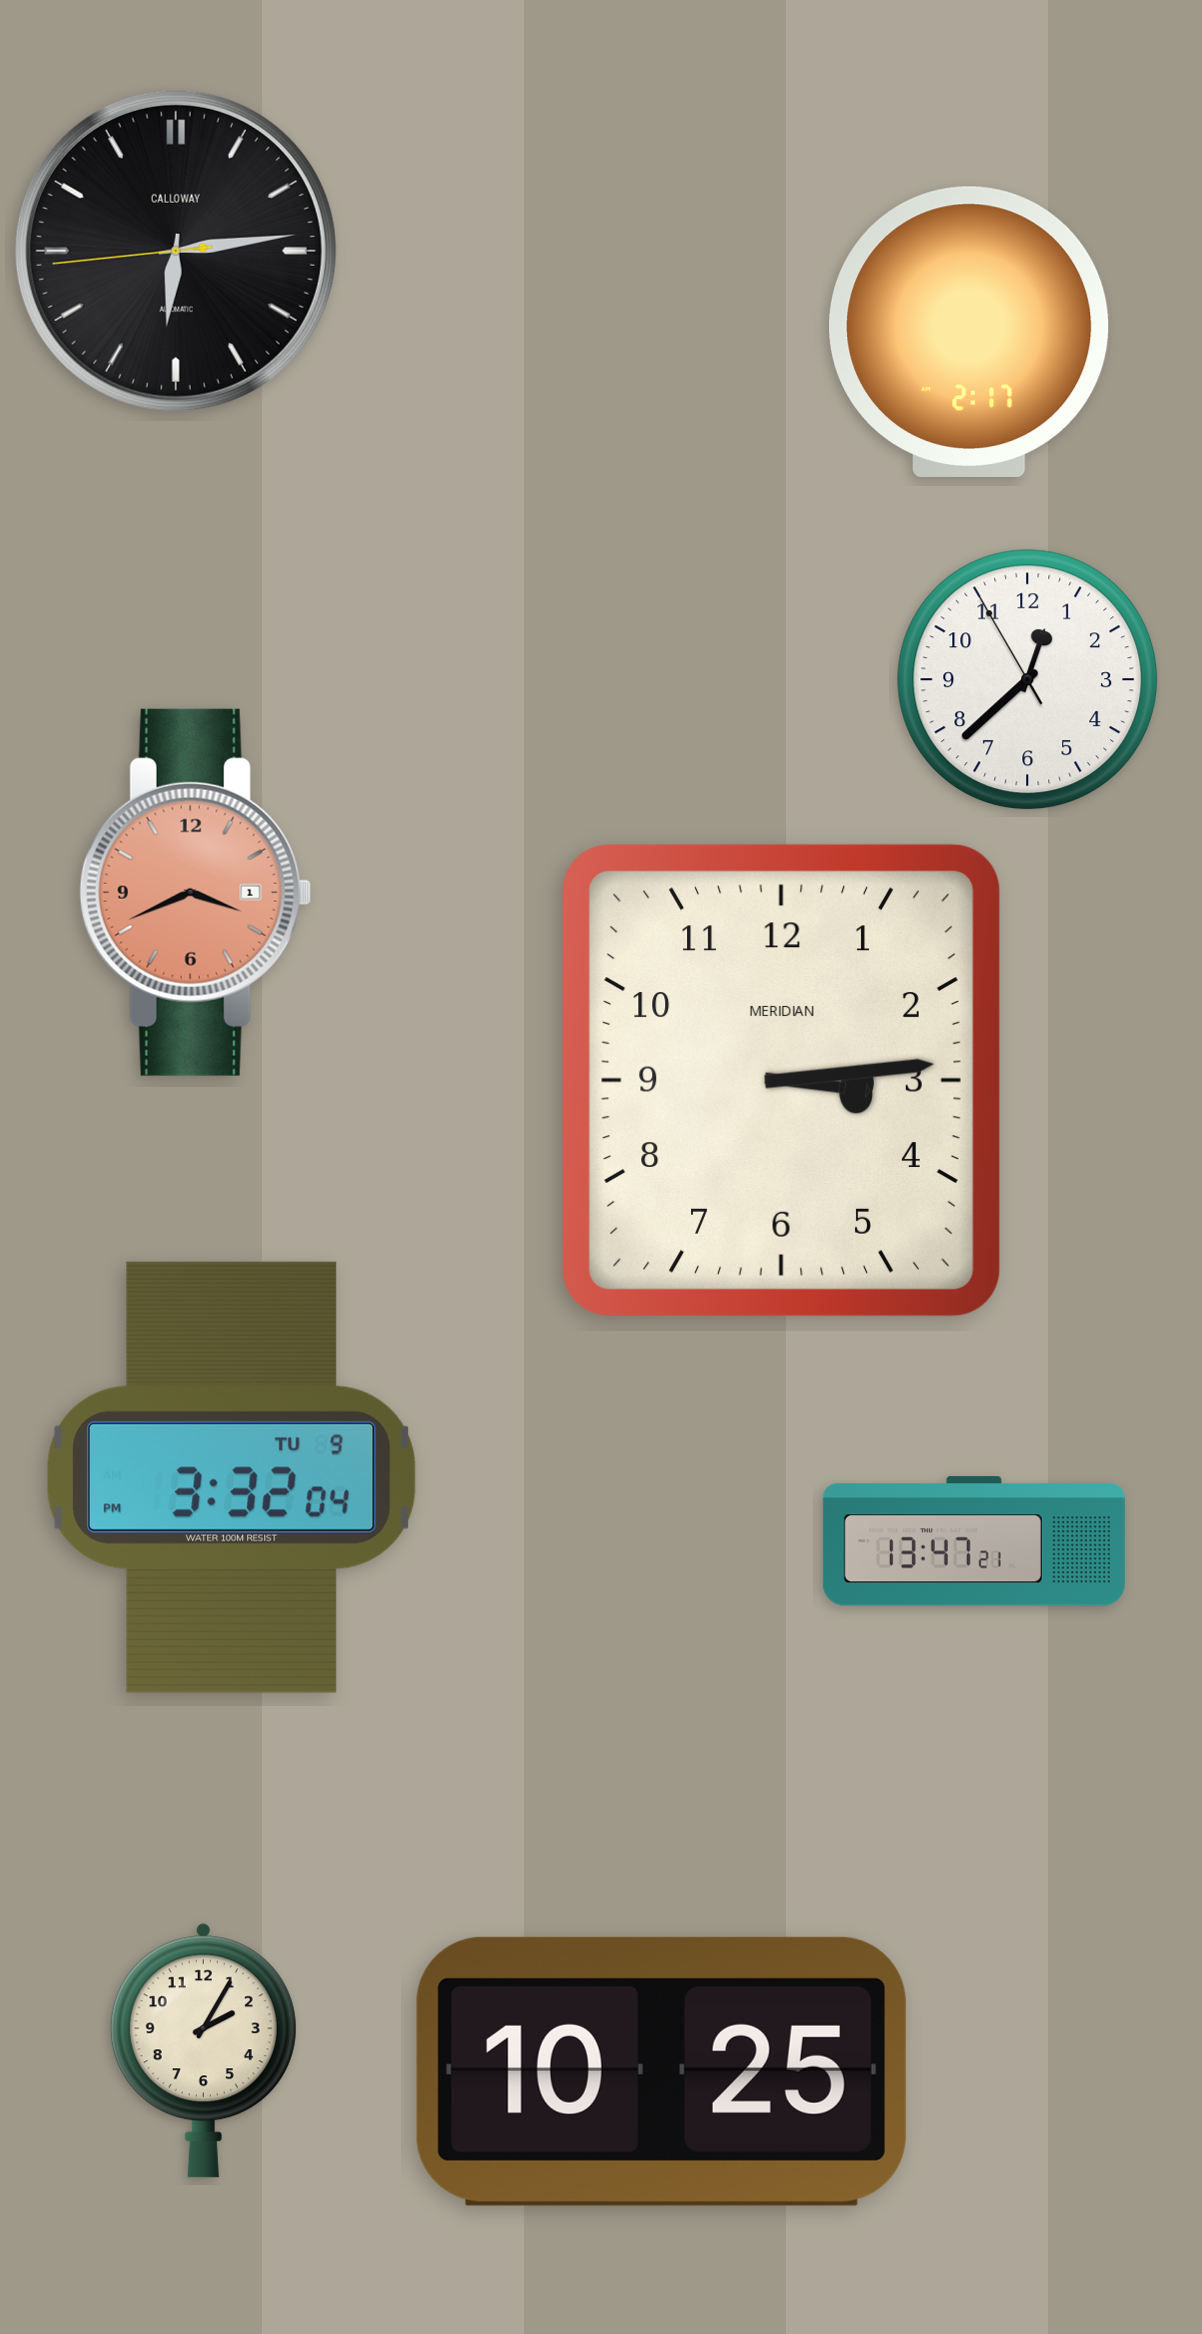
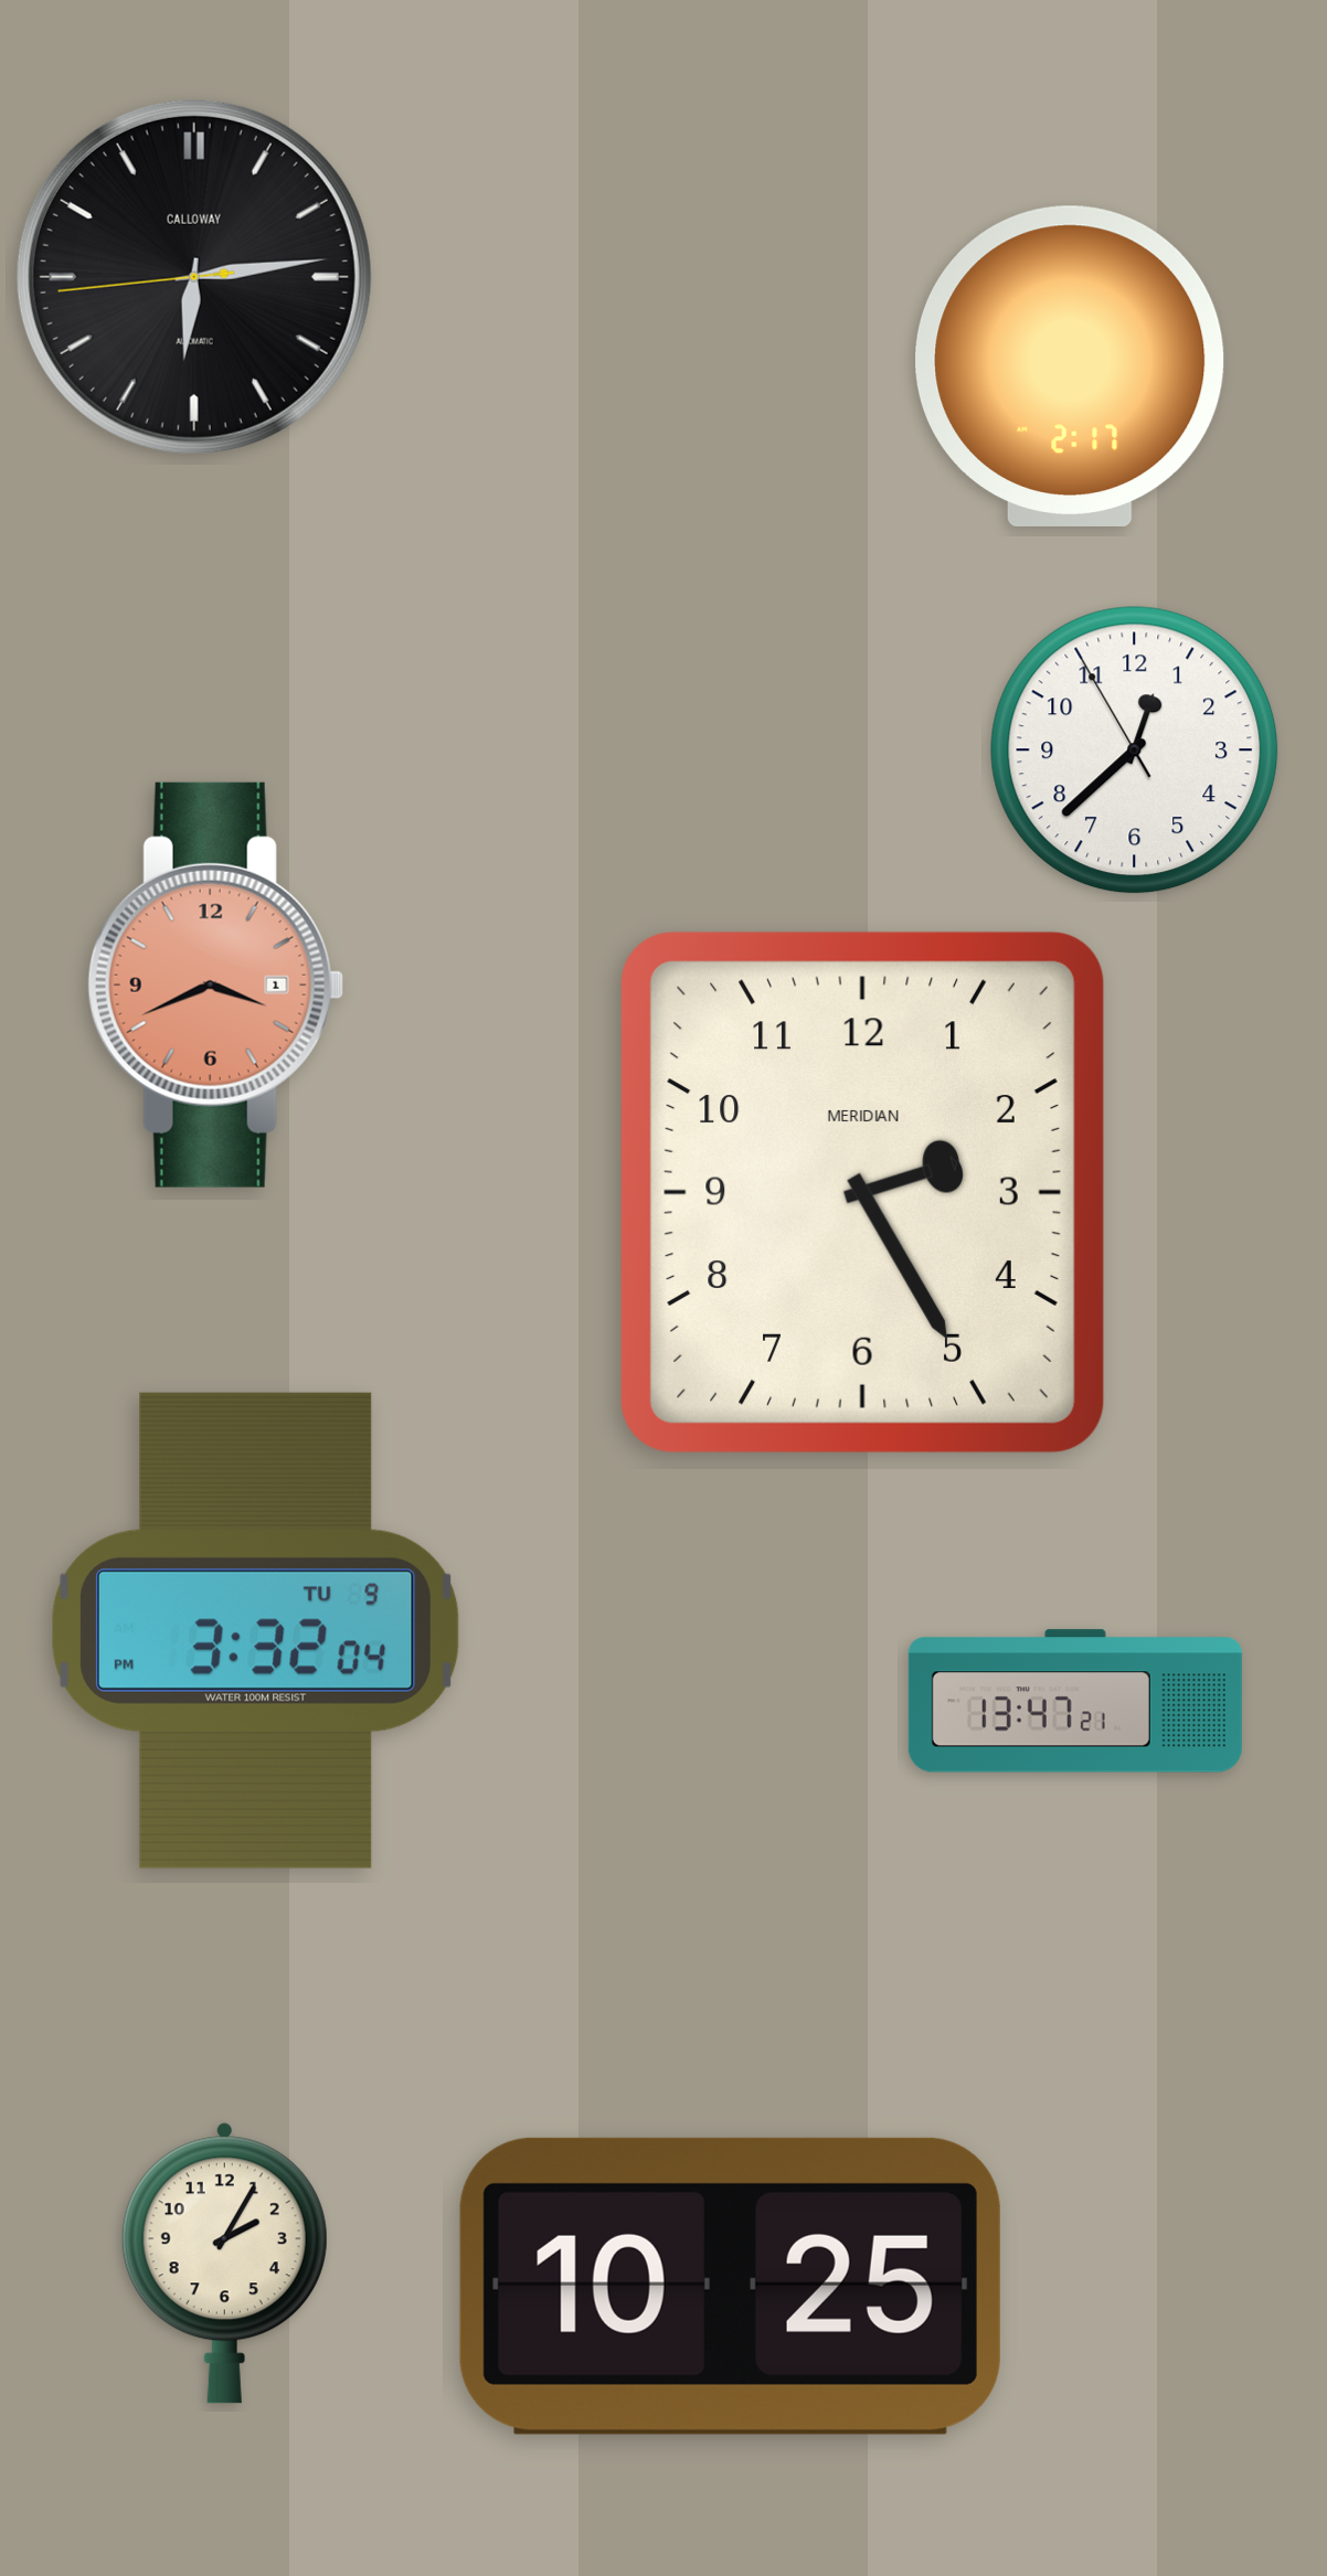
clock at (781, 1080): 3:14 -> 2:25
